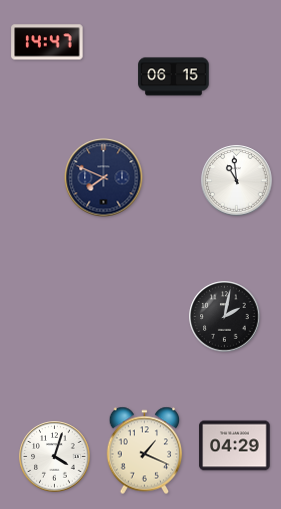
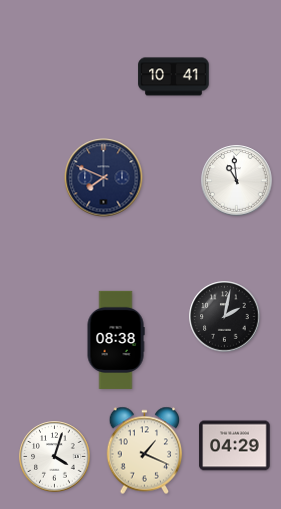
clock at (47, 42): 14:47 -> none
clock at (174, 77): 06:15 -> 10:41
clock at (116, 340): none -> 08:38
